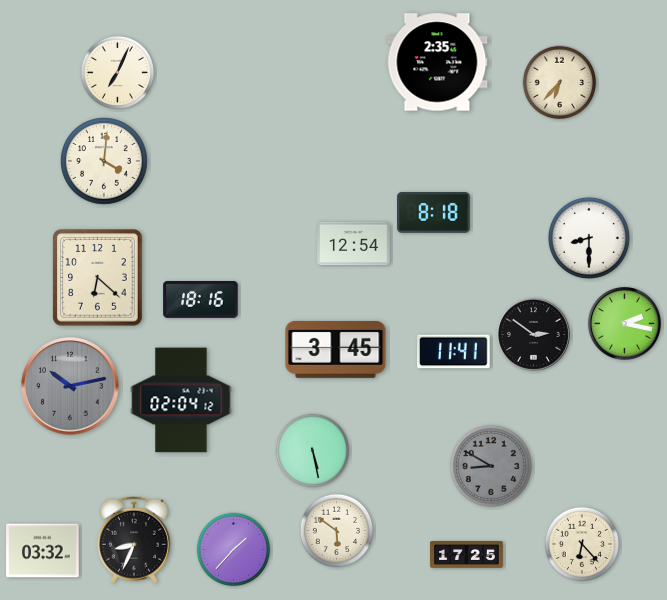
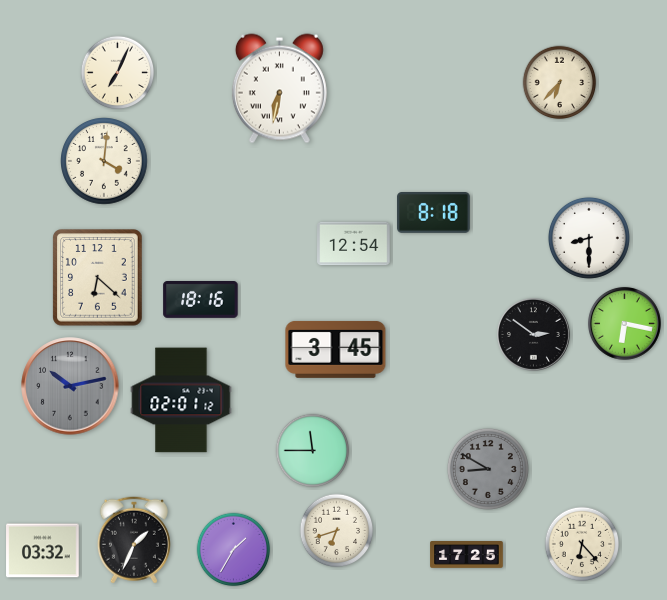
clock at (437, 62): 2:35 -> none
clock at (279, 89): none -> 6:32
clock at (624, 323): 2:17 -> 6:17
clock at (454, 352): 11:41 -> none
clock at (181, 400): 02:04 -> 02:01
clock at (313, 451): 5:28 -> 11:45
clock at (491, 466) position: (491, 466) -> (488, 469)
clock at (337, 531): 5:51 -> 6:42
clock at (134, 540): 8:34 -> 1:34
clock at (234, 550): 1:37 -> 1:35
